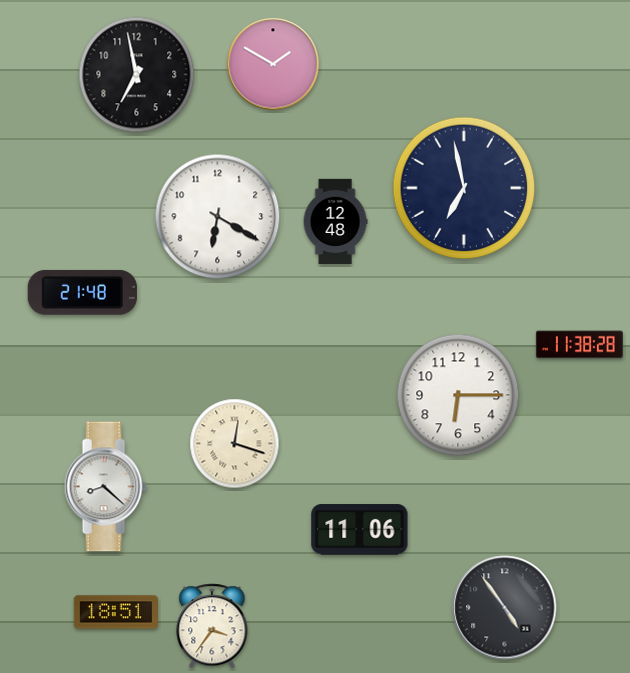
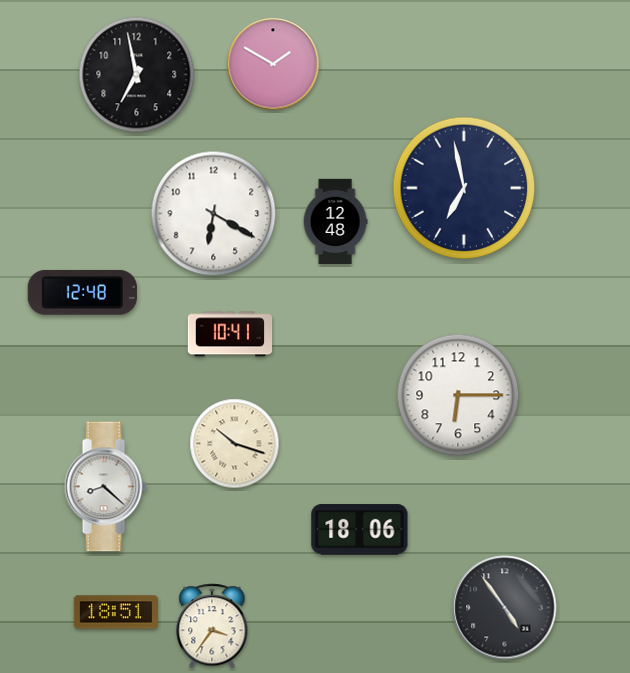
clock at (218, 217) position: (218, 217) -> (214, 214)
clock at (82, 292): 21:48 -> 12:48
clock at (230, 334): none -> 10:41
clock at (579, 345): 11:38 -> none
clock at (235, 444): 12:18 -> 10:18
clock at (360, 530): 11:06 -> 18:06
